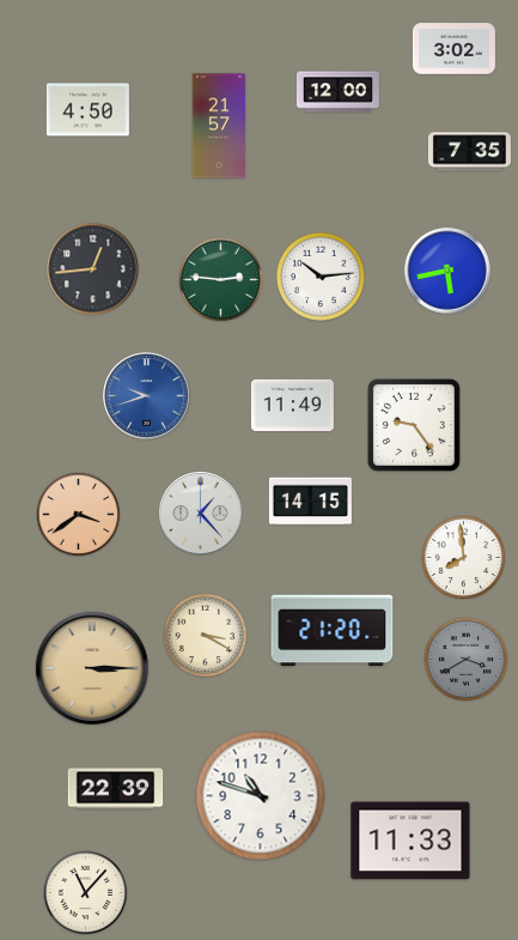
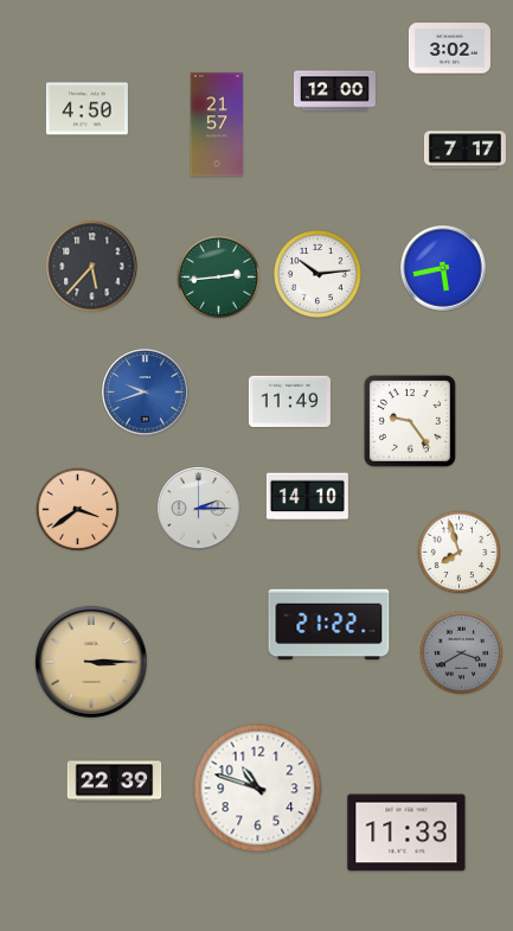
clock at (469, 152): 7:35 -> 7:17
clock at (93, 269): 12:44 -> 5:37
clock at (221, 280): 2:46 -> 2:44
clock at (310, 502): 14:15 -> 14:10
clock at (201, 514): 1:23 -> 2:15
clock at (464, 558): 7:59 -> 7:57
clock at (333, 631): 21:20 -> 21:22
clock at (206, 636): 3:20 -> none
clock at (86, 893): 11:07 -> none
